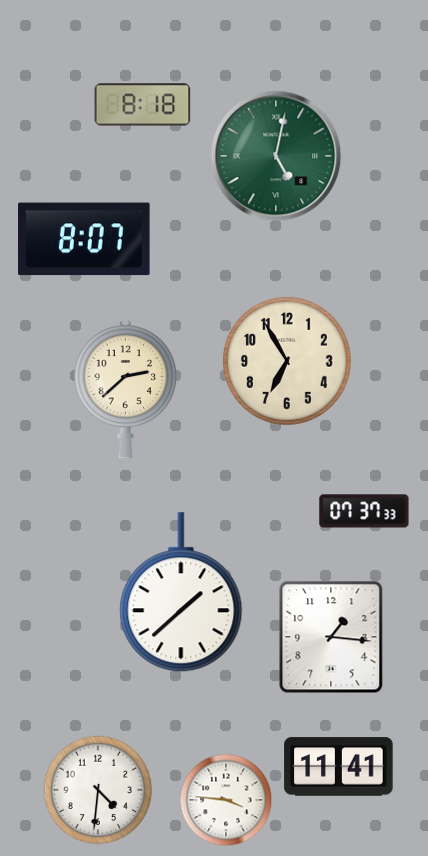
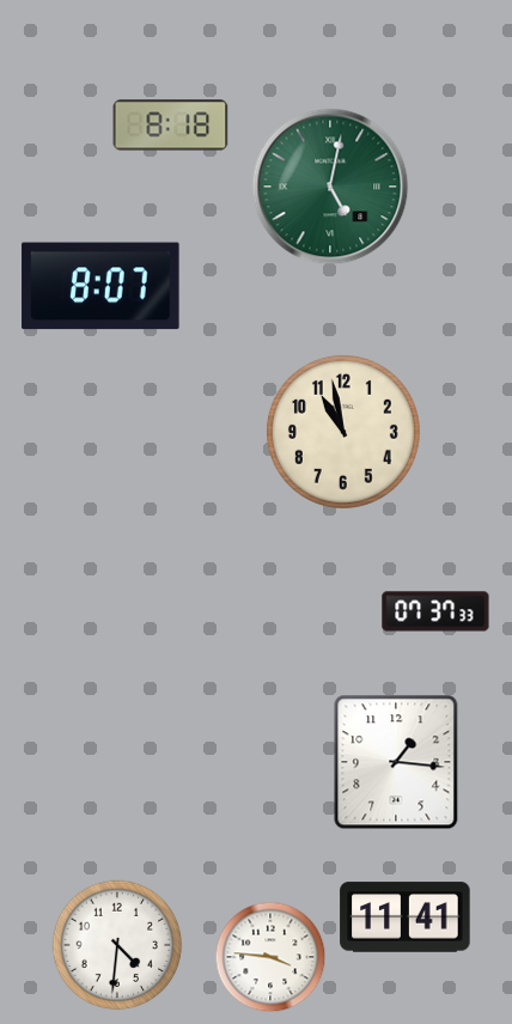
clock at (287, 361): 6:55 -> 10:58
clock at (126, 388): 2:38 -> none
clock at (181, 593): 1:38 -> none
